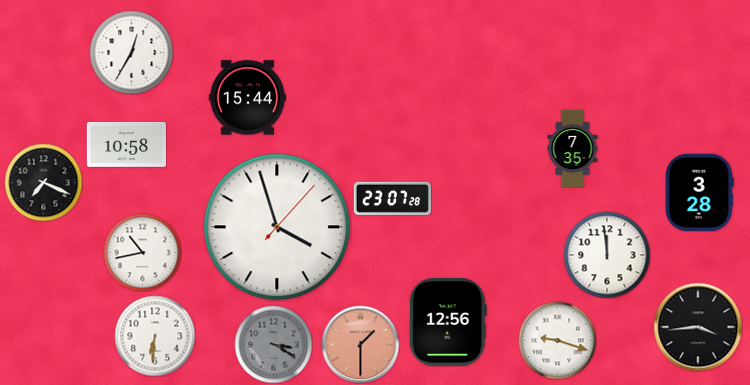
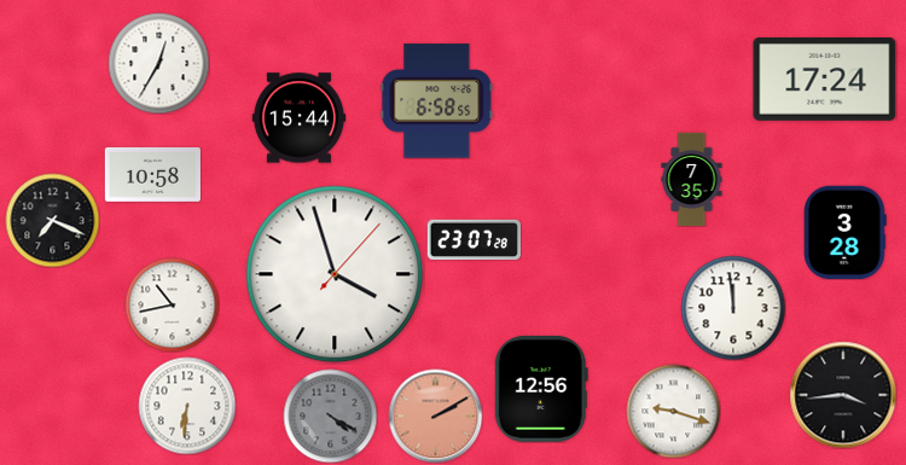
clock at (825, 80): none -> 17:24
clock at (437, 101): none -> 6:58
clock at (273, 344): 3:20 -> 4:20
clock at (360, 344): 1:30 -> 2:10
